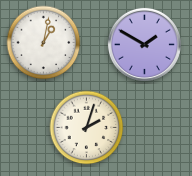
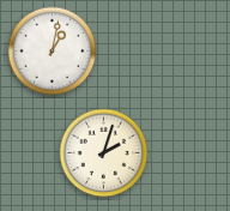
clock at (144, 44): 1:50 -> none
